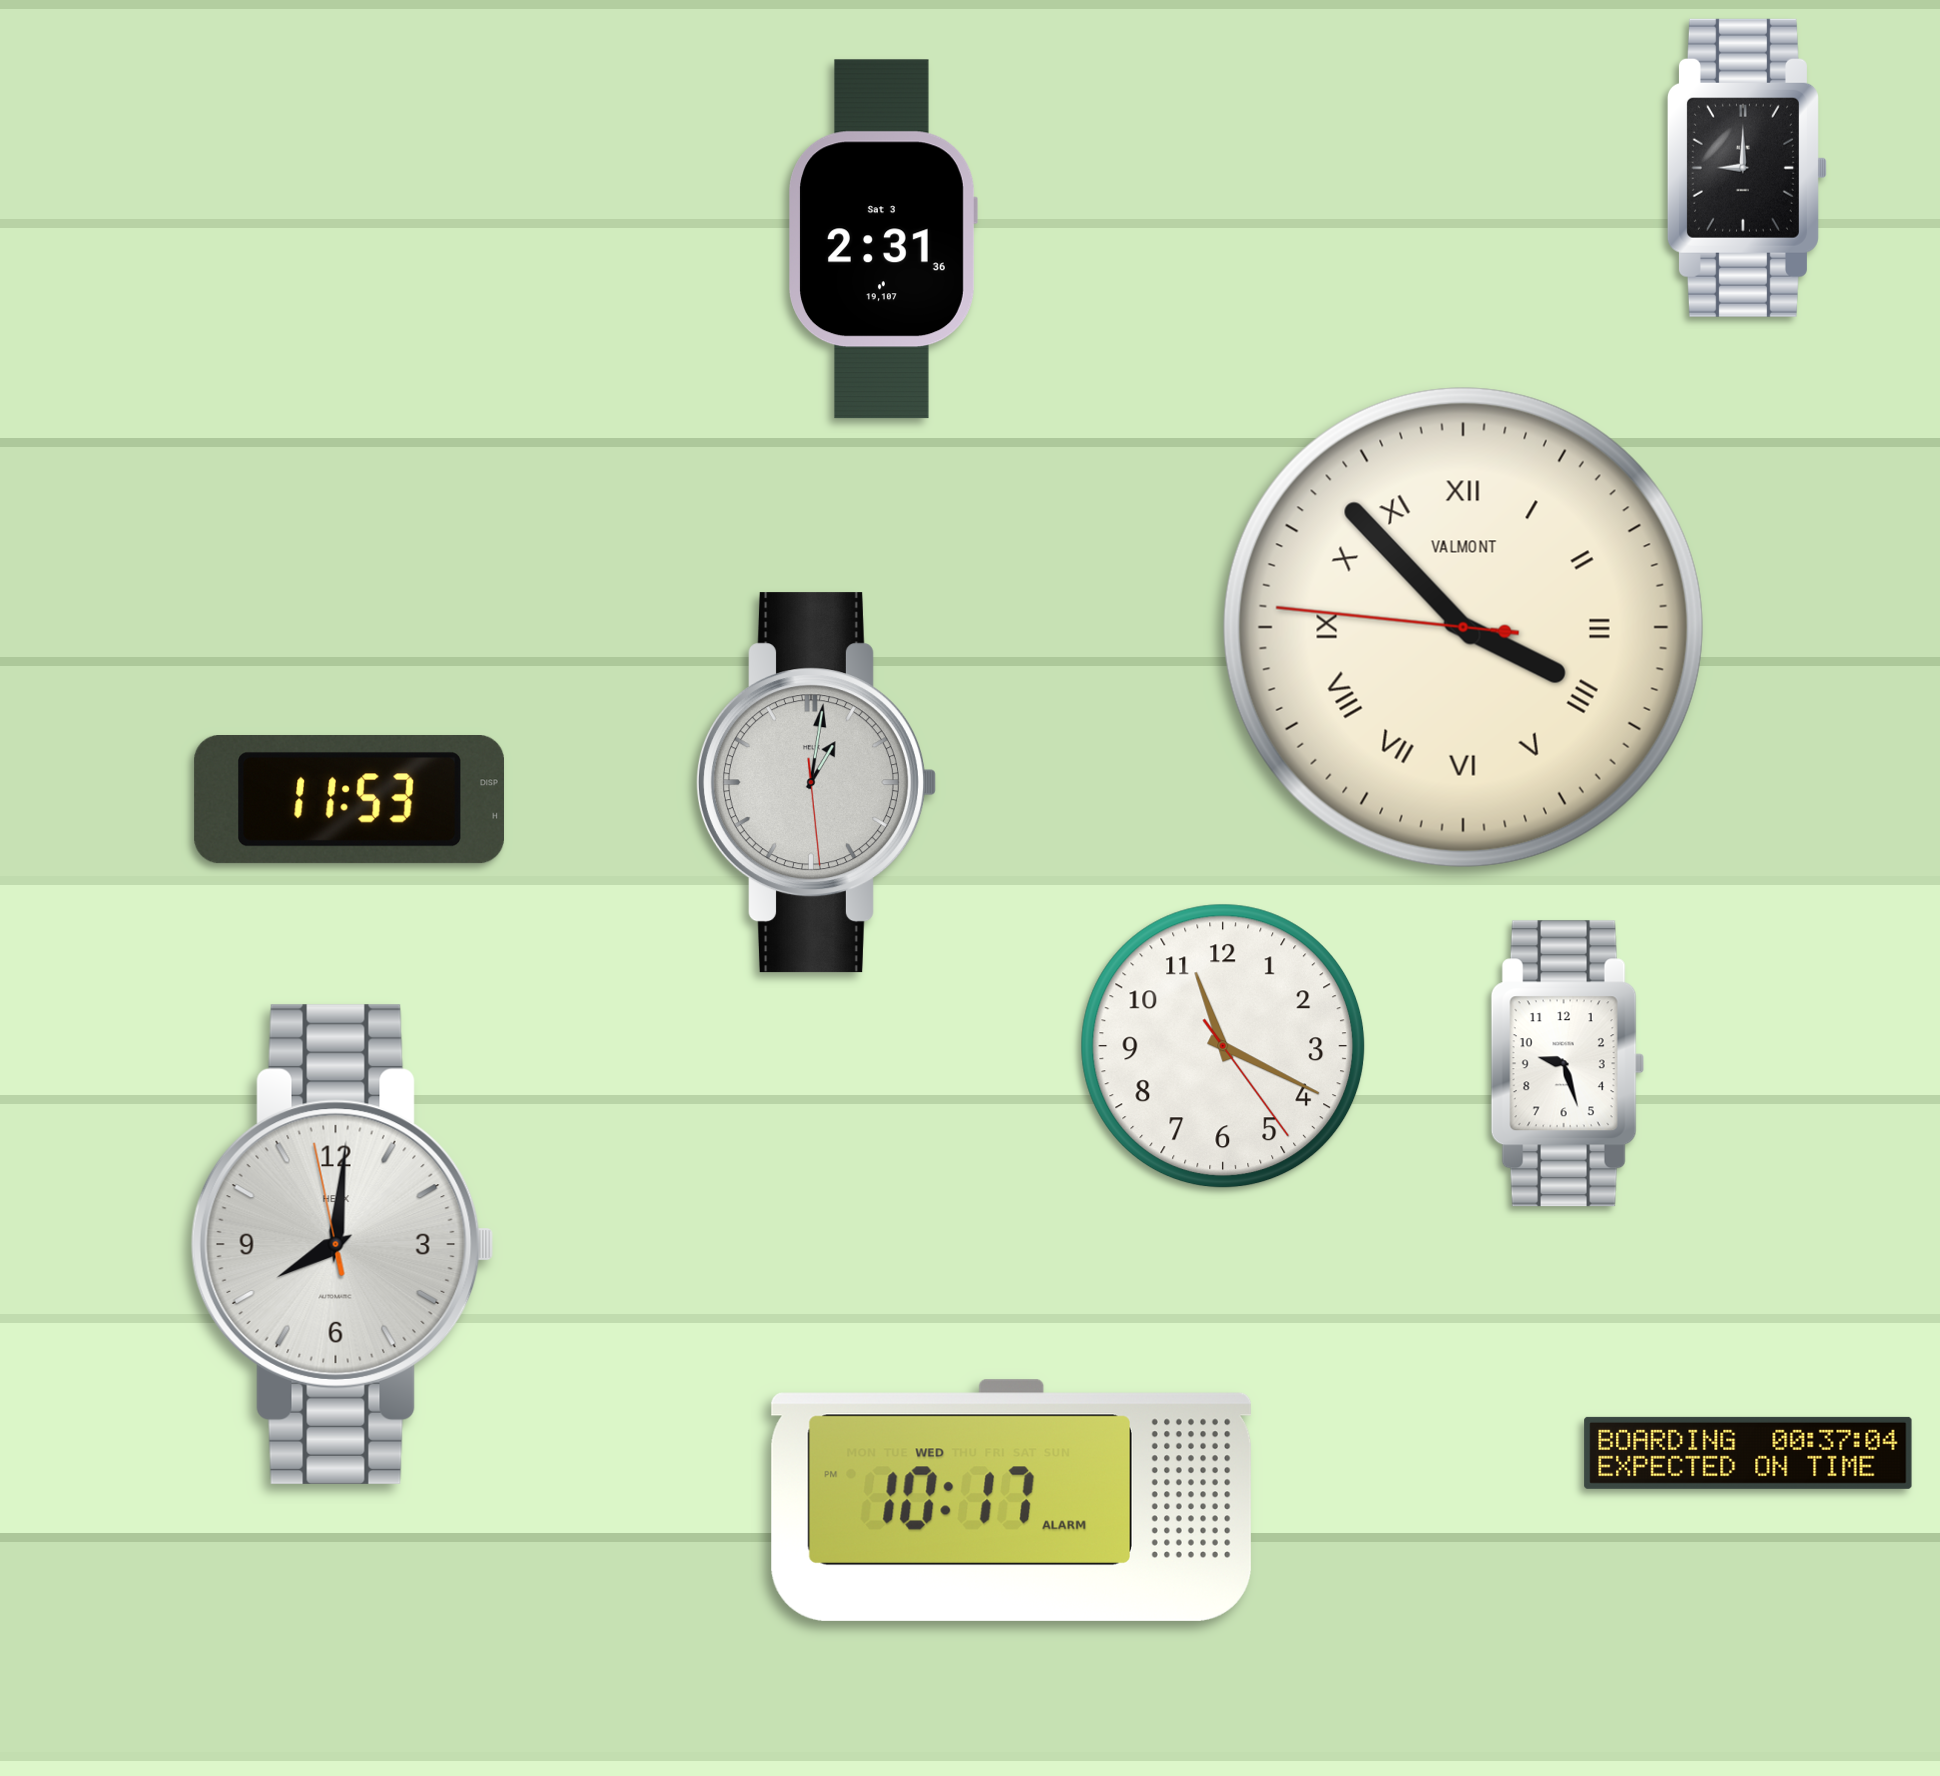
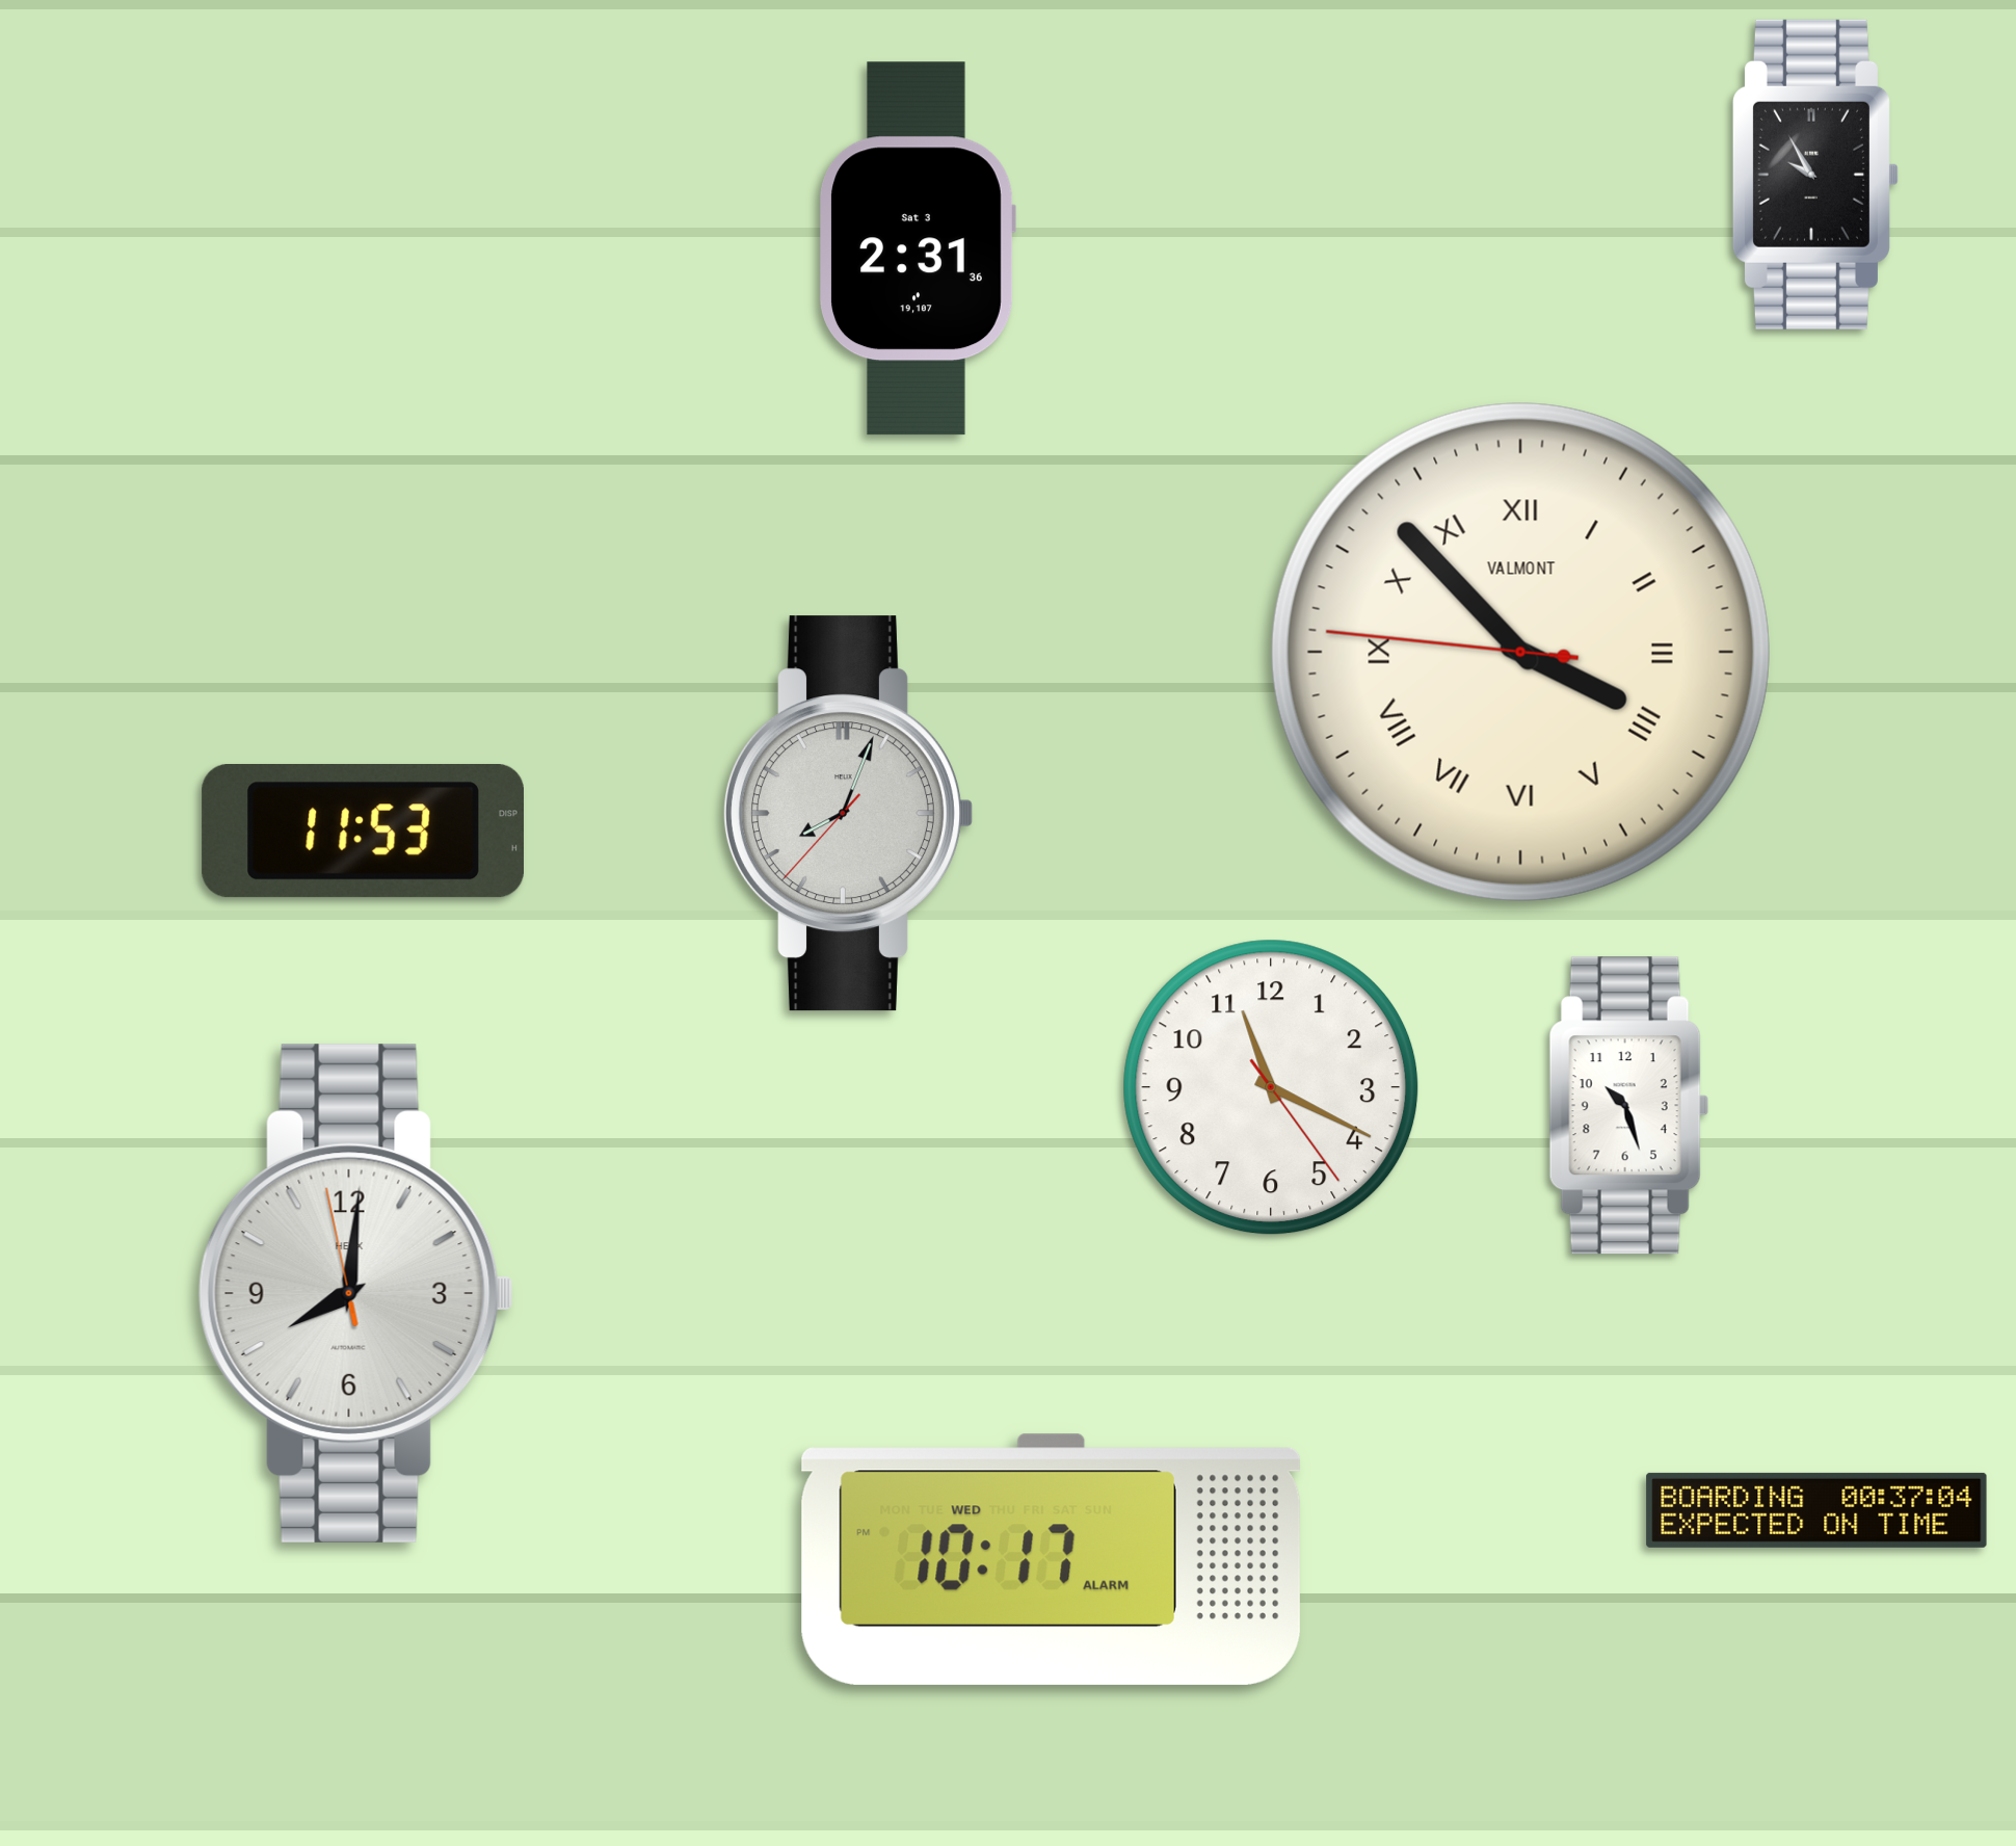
clock at (1747, 168): 9:00 -> 9:55
clock at (816, 783): 1:01 -> 8:03
clock at (1567, 1064): 9:27 -> 10:27
